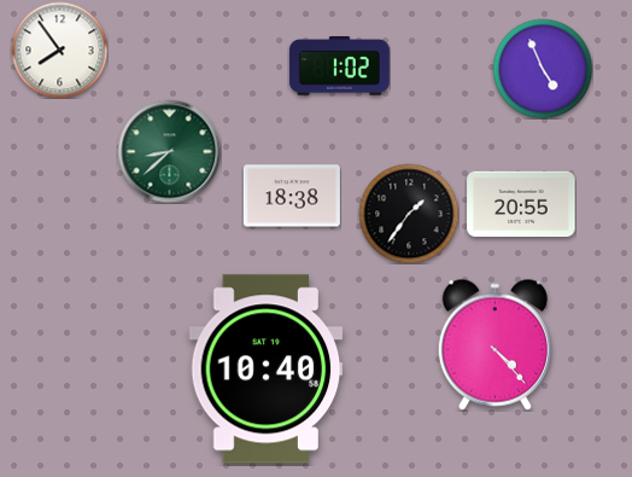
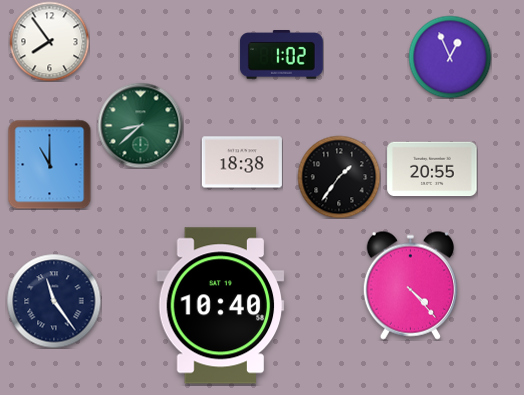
clock at (543, 69): 4:56 -> 12:56
clock at (50, 164): none -> 11:00
clock at (54, 301): none -> 11:24
